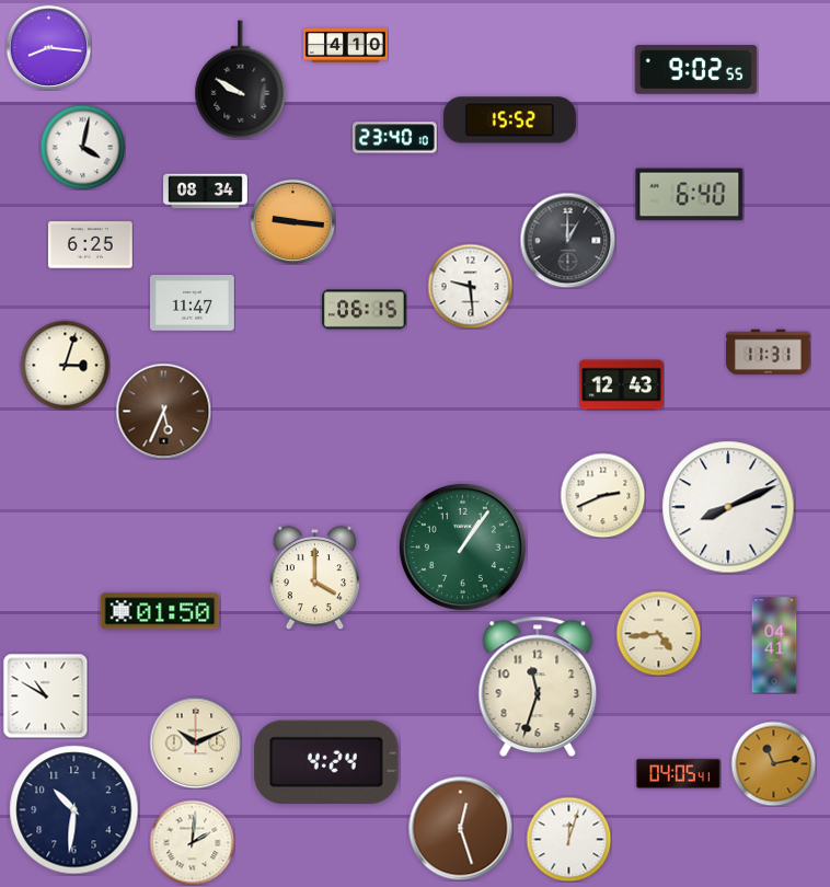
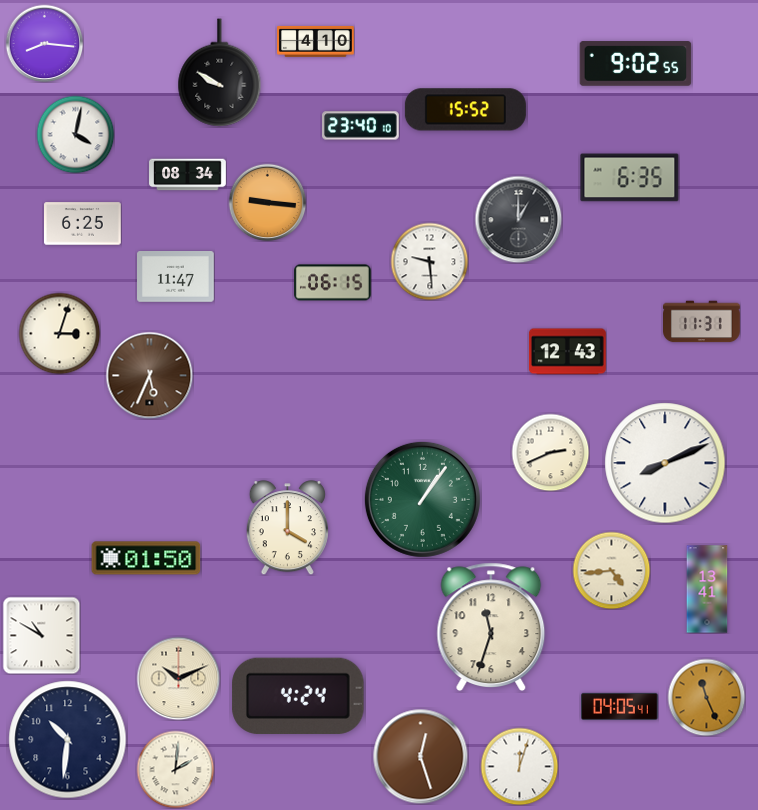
clock at (690, 195): 6:40 -> 6:35
clock at (658, 633) position: (658, 633) -> (611, 570)
clock at (774, 645): 04:41 -> 13:41
clock at (773, 763): 11:13 -> 11:26
